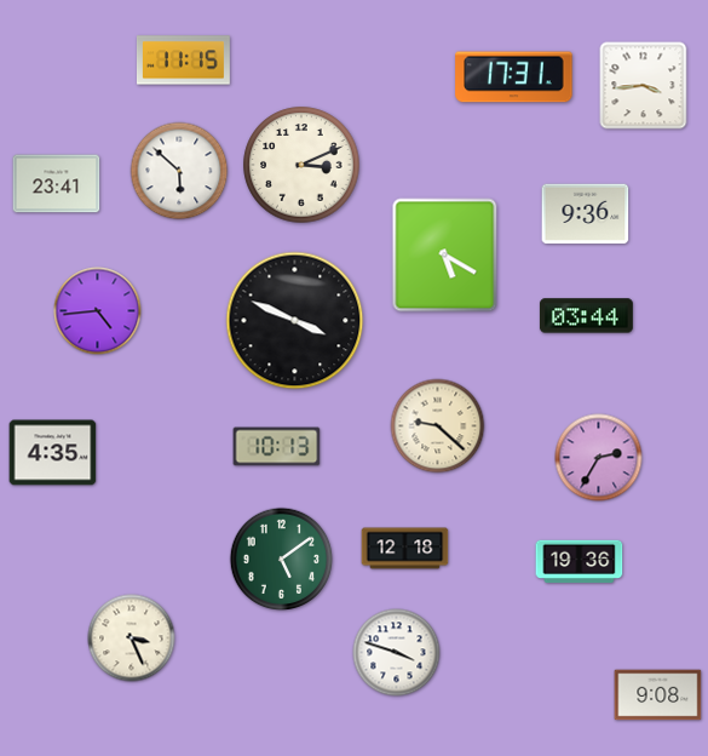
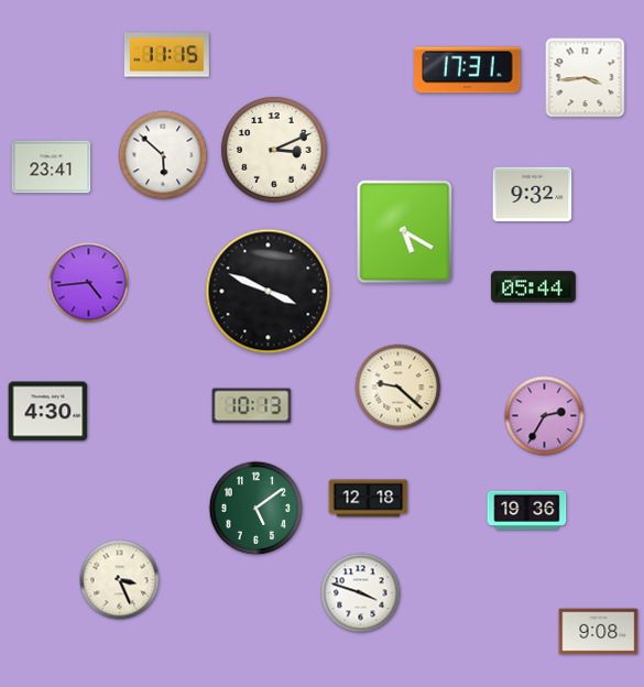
clock at (586, 214): 9:36 -> 9:32
clock at (586, 316): 03:44 -> 05:44
clock at (53, 453): 4:35 -> 4:30
